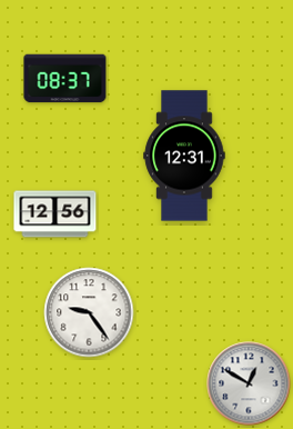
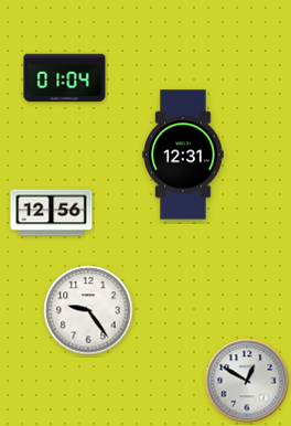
clock at (65, 79): 08:37 -> 01:04
clock at (55, 214) position: (55, 214) -> (52, 213)
